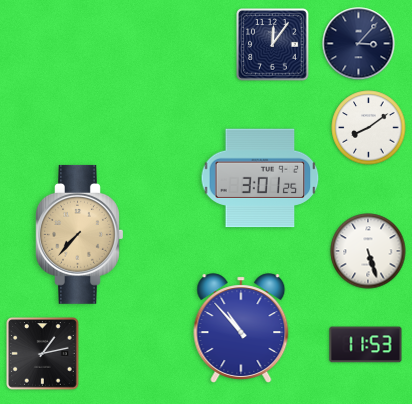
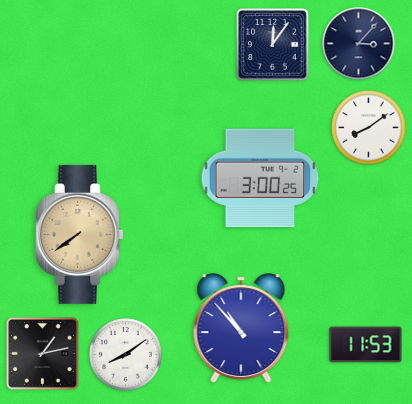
clock at (260, 178): 3:01 -> 3:00
clock at (80, 234): 7:37 -> 7:39
clock at (368, 251): 5:27 -> none
clock at (126, 355): none -> 8:09
